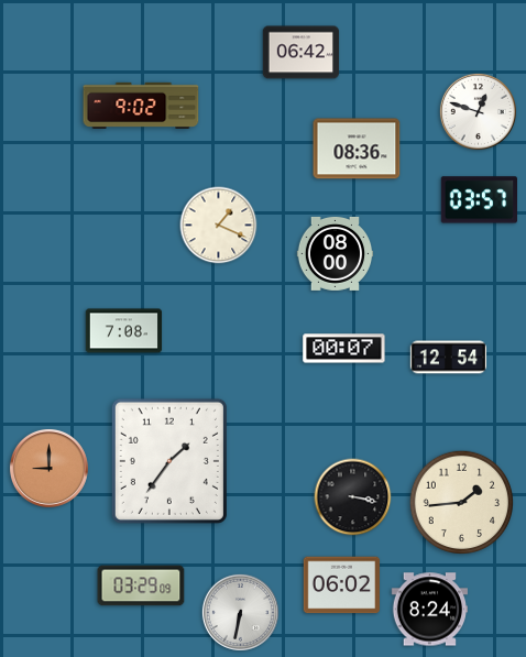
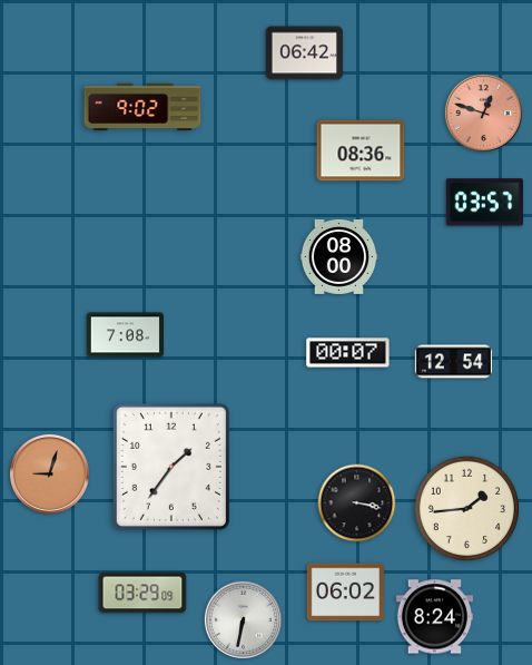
clock at (478, 111) dial: white -> salmon
clock at (219, 226): 1:19 -> none
clock at (48, 468): 9:00 -> 9:03
